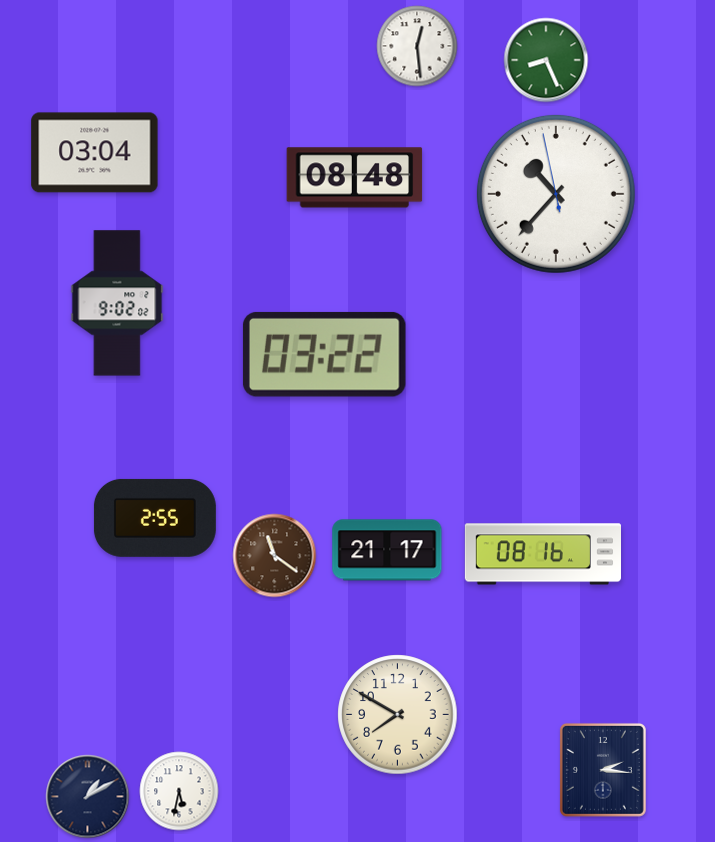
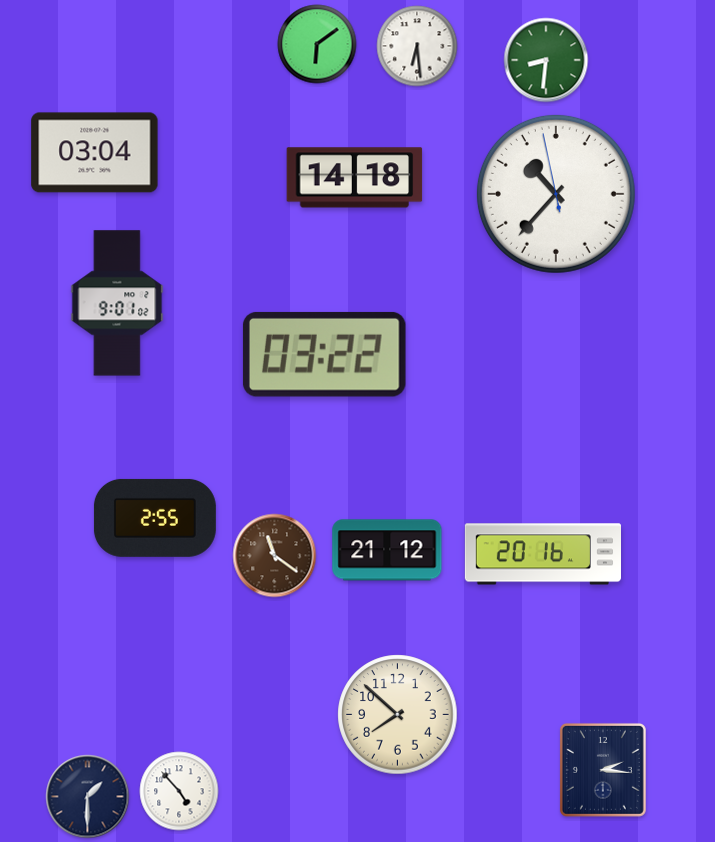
clock at (317, 44): none -> 6:09
clock at (417, 46): 12:29 -> 6:29
clock at (546, 60): 8:26 -> 8:31
clock at (355, 178): 08:48 -> 14:18
clock at (117, 303): 9:02 -> 9:01
clock at (387, 550): 21:17 -> 21:12
clock at (542, 554): 08:16 -> 20:16
clock at (398, 715): 7:50 -> 7:52
clock at (179, 791): 5:32 -> 4:53
clock at (88, 797): 1:10 -> 1:30
